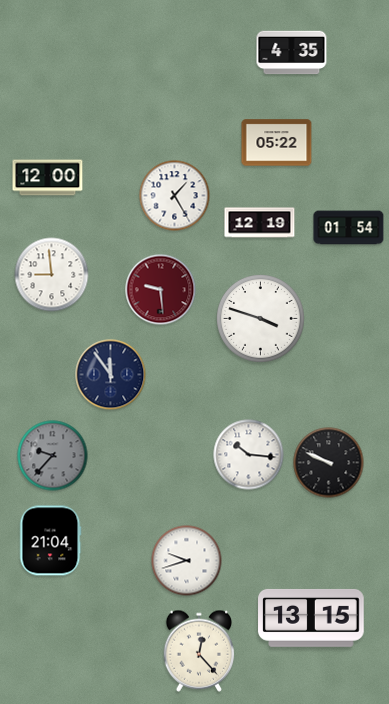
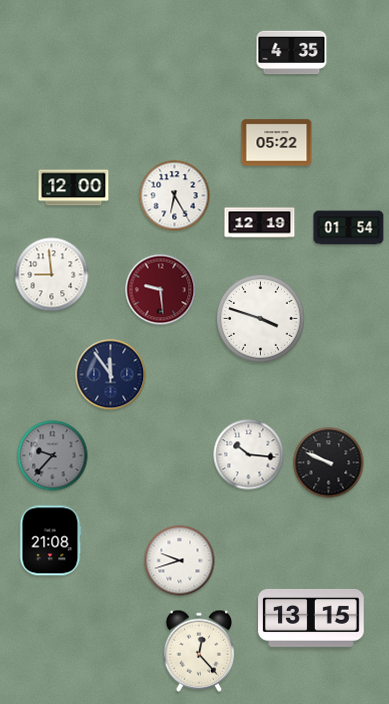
clock at (48, 178) position: (48, 178) -> (74, 188)
clock at (175, 196): 1:25 -> 6:25
clock at (50, 541): 21:04 -> 21:08
clock at (187, 561) position: (187, 561) -> (180, 561)
